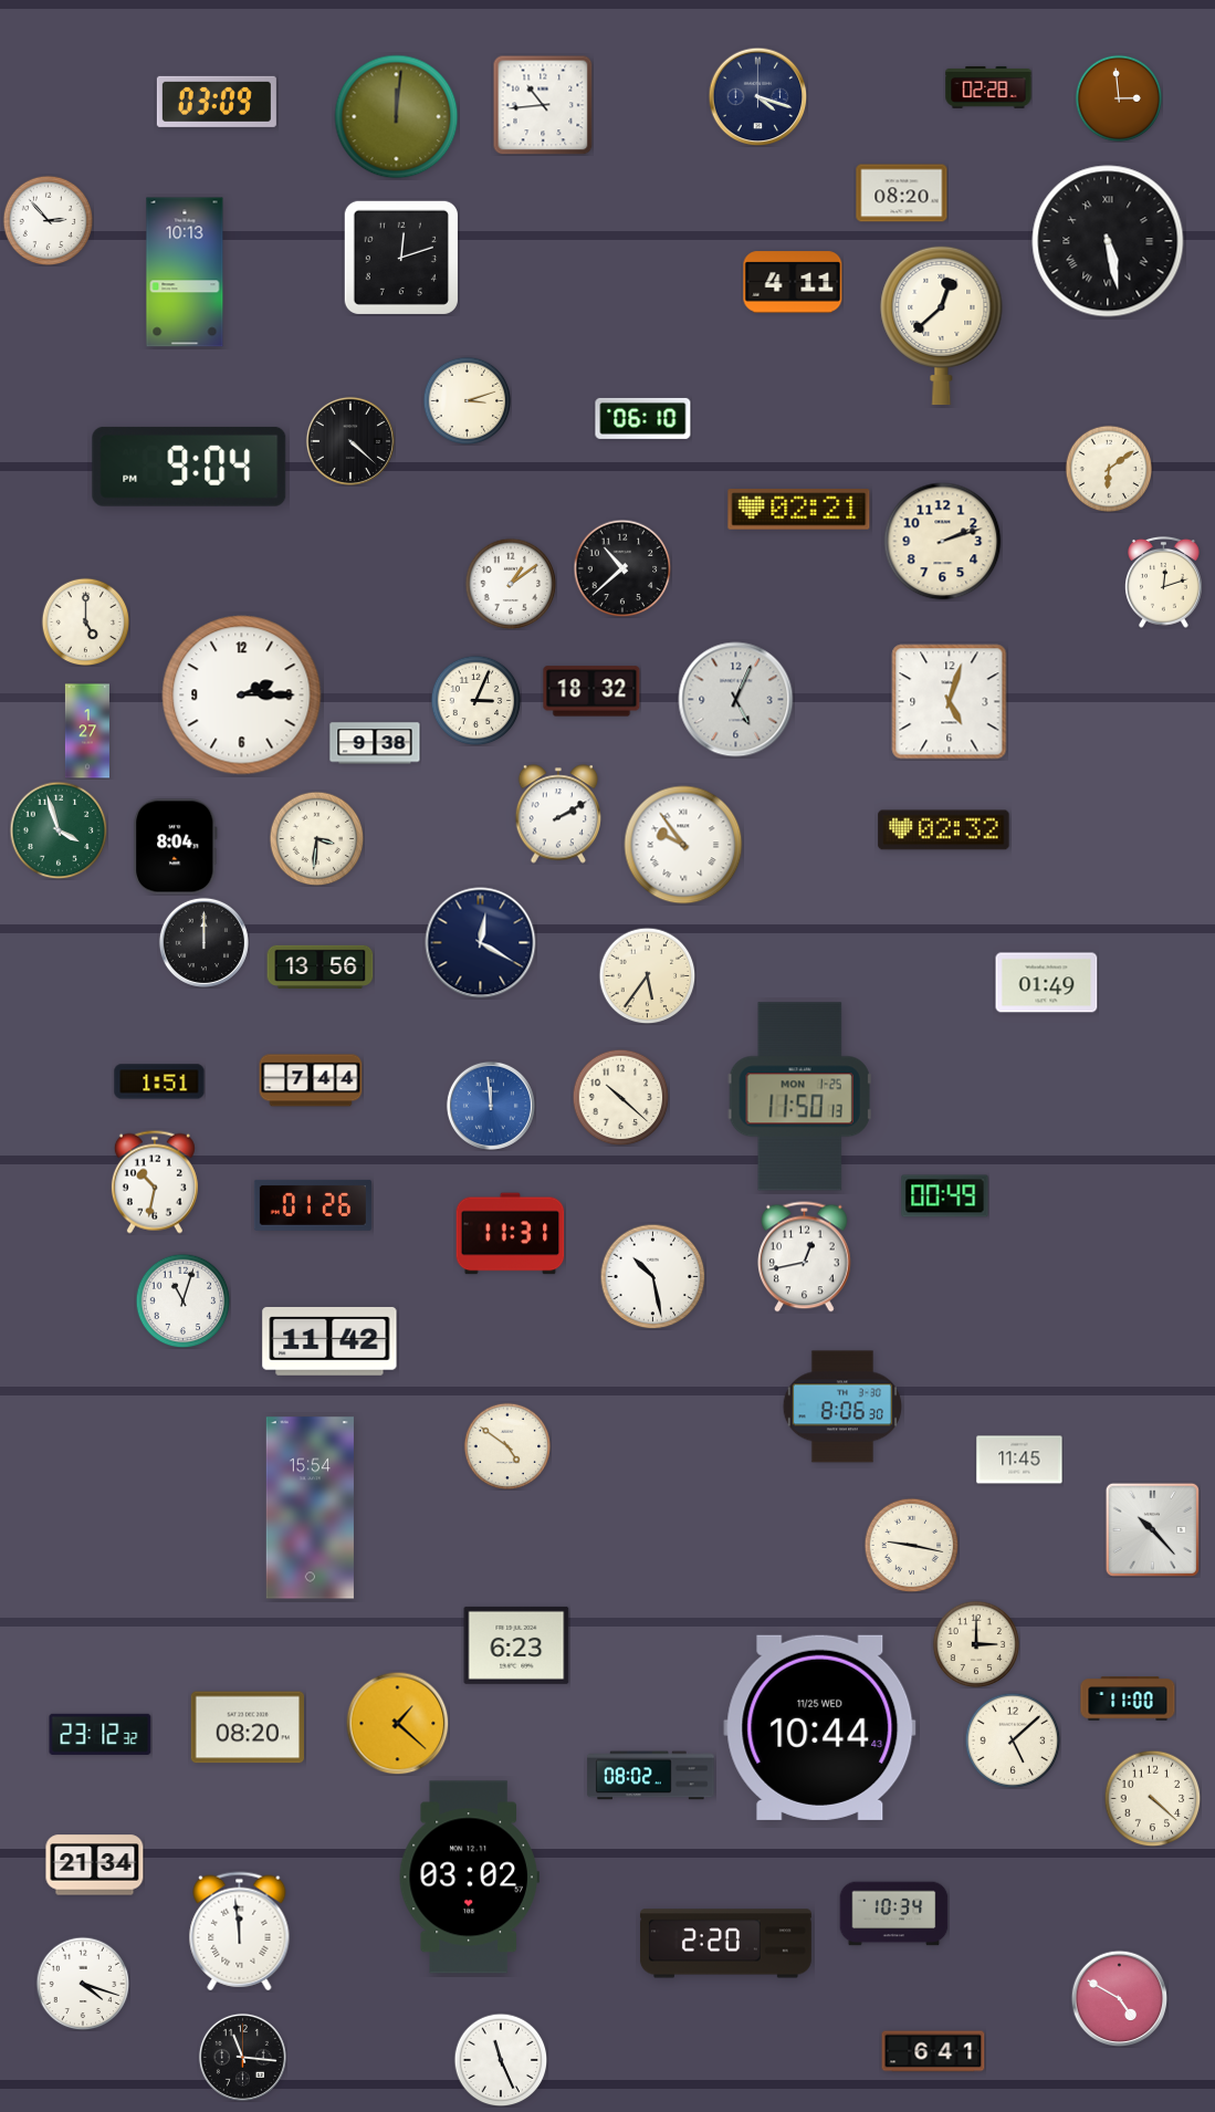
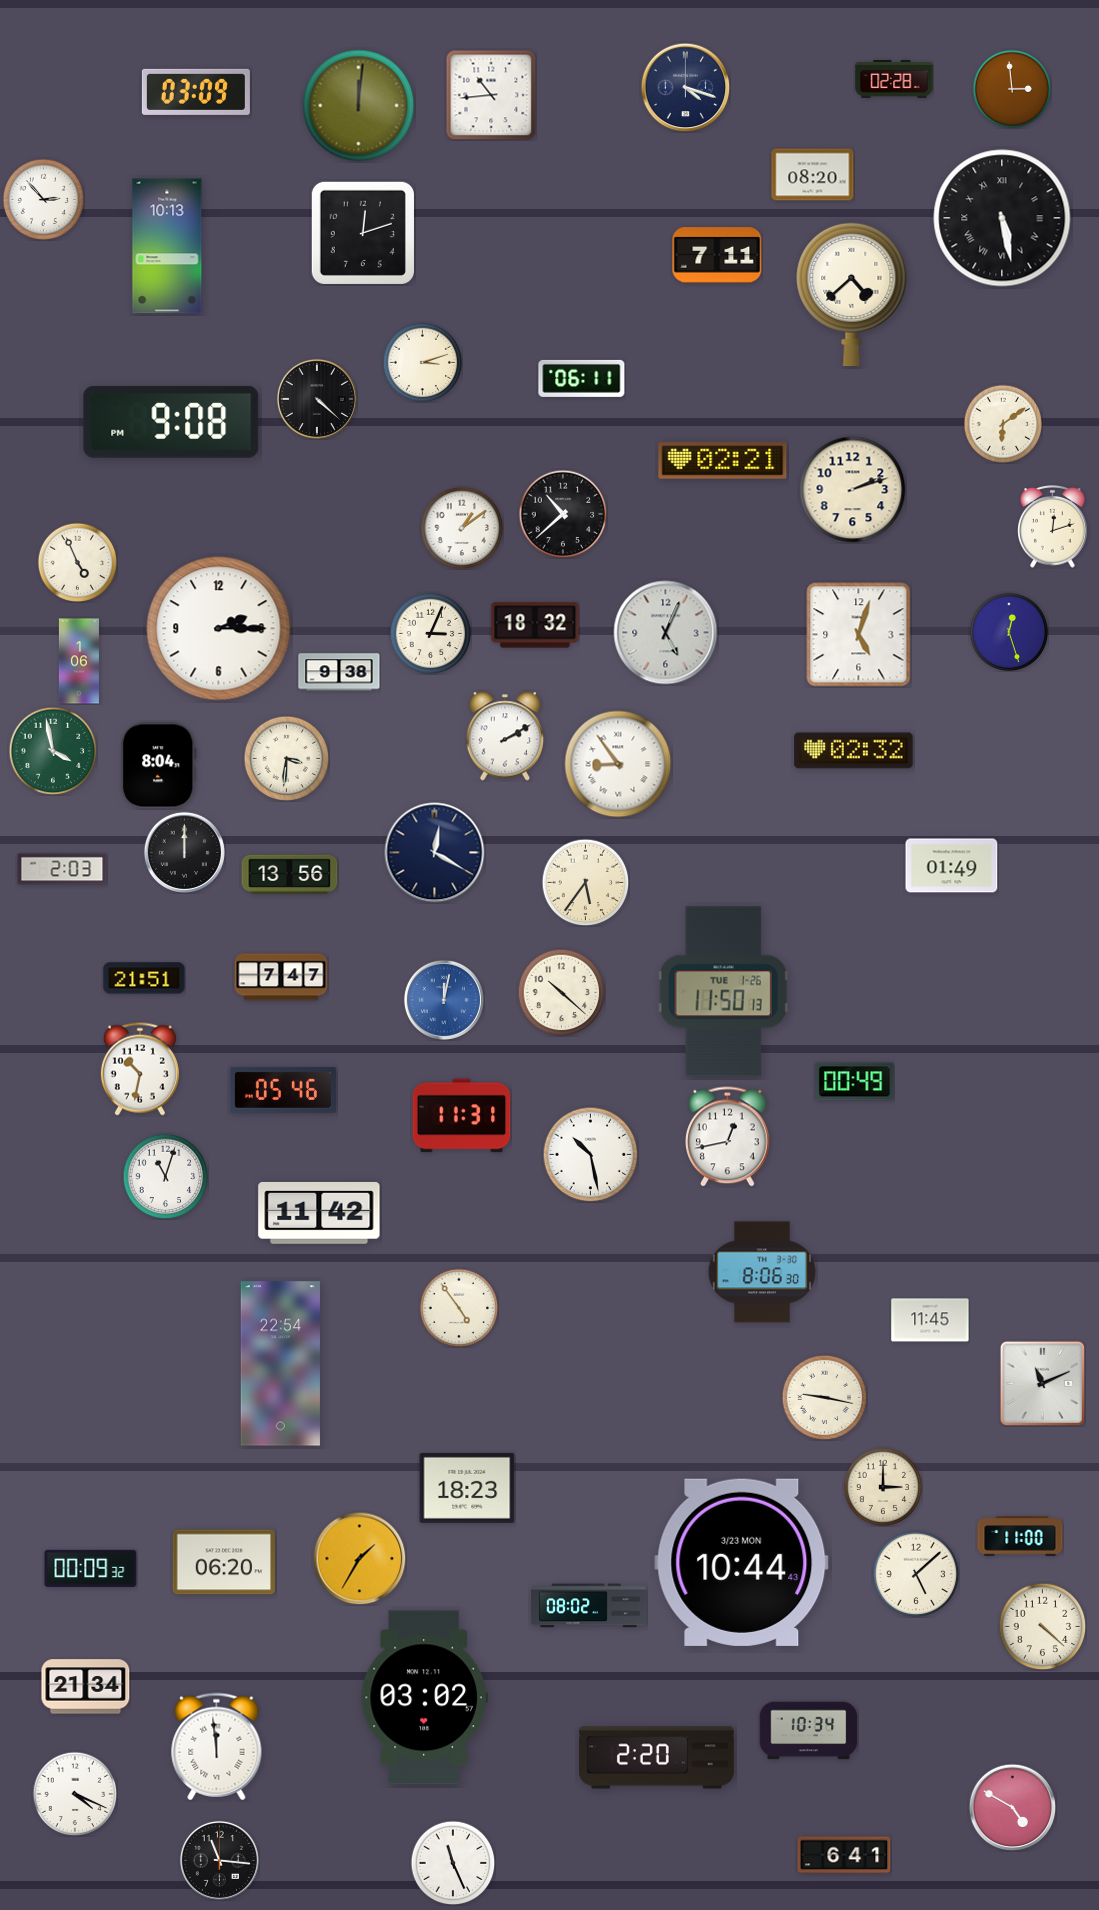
clock at (902, 194) position: (902, 194) -> (813, 175)
clock at (793, 282): 4:11 -> 7:11
clock at (942, 325): 12:38 -> 4:38
clock at (643, 418): 06:10 -> 06:11
clock at (189, 467): 9:04 -> 9:08
clock at (85, 621): 5:00 -> 4:56
clock at (1009, 632): none -> 12:27
clock at (87, 731): 1:27 -> 1:06
clock at (59, 830): 3:57 -> 3:58
clock at (683, 845): 9:54 -> 8:54
clock at (62, 869): none -> 2:03
clock at (1047, 983) position: (1047, 983) -> (952, 866)
clock at (311, 1080): 7:44 -> 7:47
clock at (159, 1081): 1:51 -> 21:51
clock at (799, 1097) date: MON 1-25 -> TUE 1-26
clock at (491, 1106): 11:59 -> 12:02
clock at (313, 1205): 01:26 -> 05:46
clock at (329, 1341) position: (329, 1341) -> (319, 1213)
clock at (507, 1446): 4:51 -> 4:54
clock at (1019, 1460) position: (1019, 1460) -> (930, 1320)
clock at (310, 1508): 15:54 -> 22:54
clock at (1152, 1529): 10:23 -> 11:11
clock at (516, 1645): 6:23 -> 18:23
clock at (397, 1723): 1:22 -> 1:35
clock at (247, 1727): 08:20 -> 06:20
clock at (820, 1727) date: 11/25 WED -> 3/23 MON
clock at (101, 1734): 23:12 -> 00:09
clock at (83, 1984): 4:18 -> 4:19
